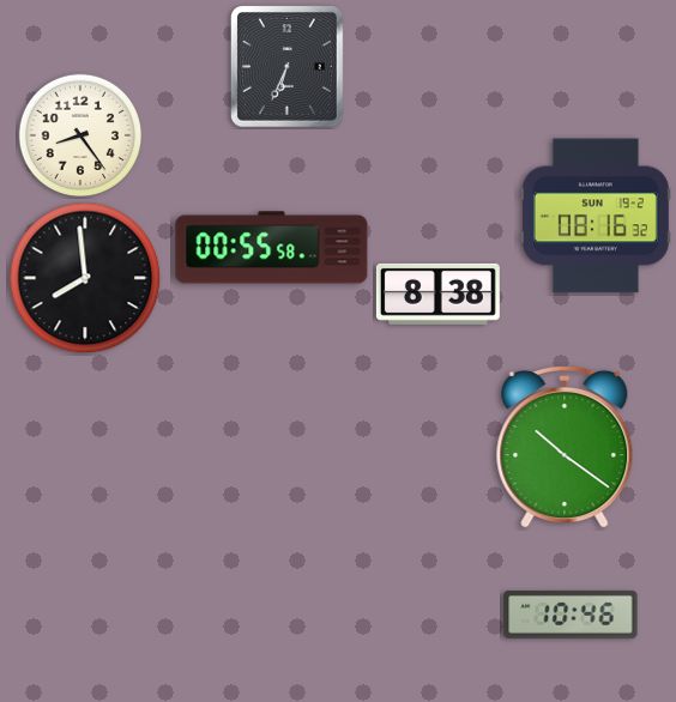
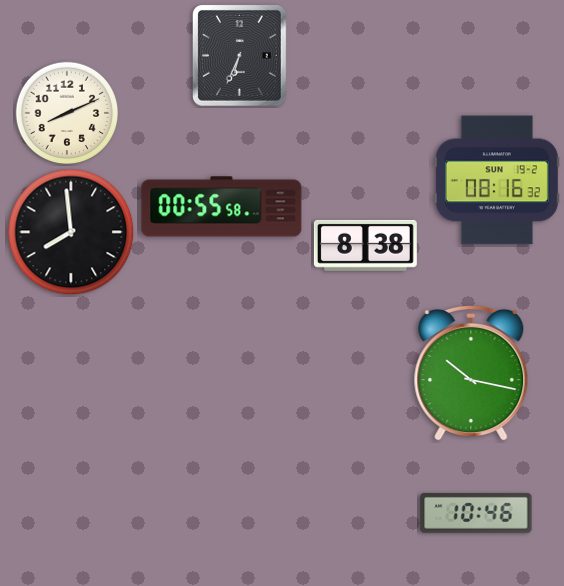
clock at (80, 135): 8:24 -> 8:11
clock at (272, 248) position: (272, 248) -> (222, 207)
clock at (565, 447): 10:21 -> 10:17
